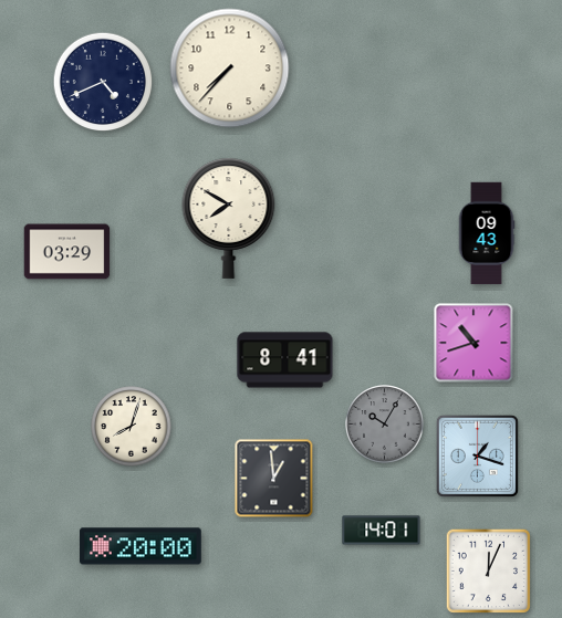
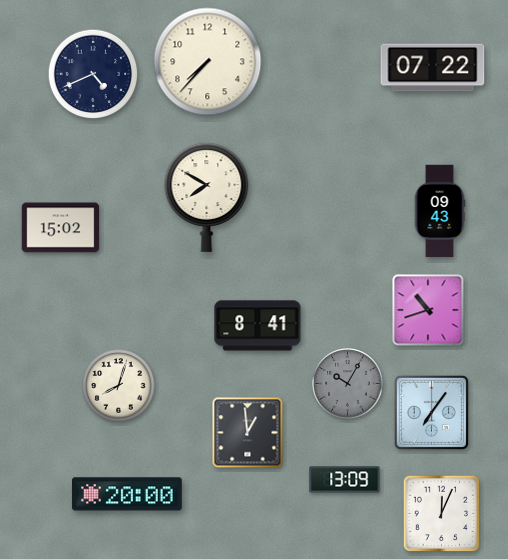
clock at (433, 68): none -> 07:22
clock at (67, 252): 03:29 -> 15:02
clock at (477, 455): 1:18 -> 7:06
clock at (382, 531): 14:01 -> 13:09
clock at (488, 570) position: (488, 570) -> (441, 513)
